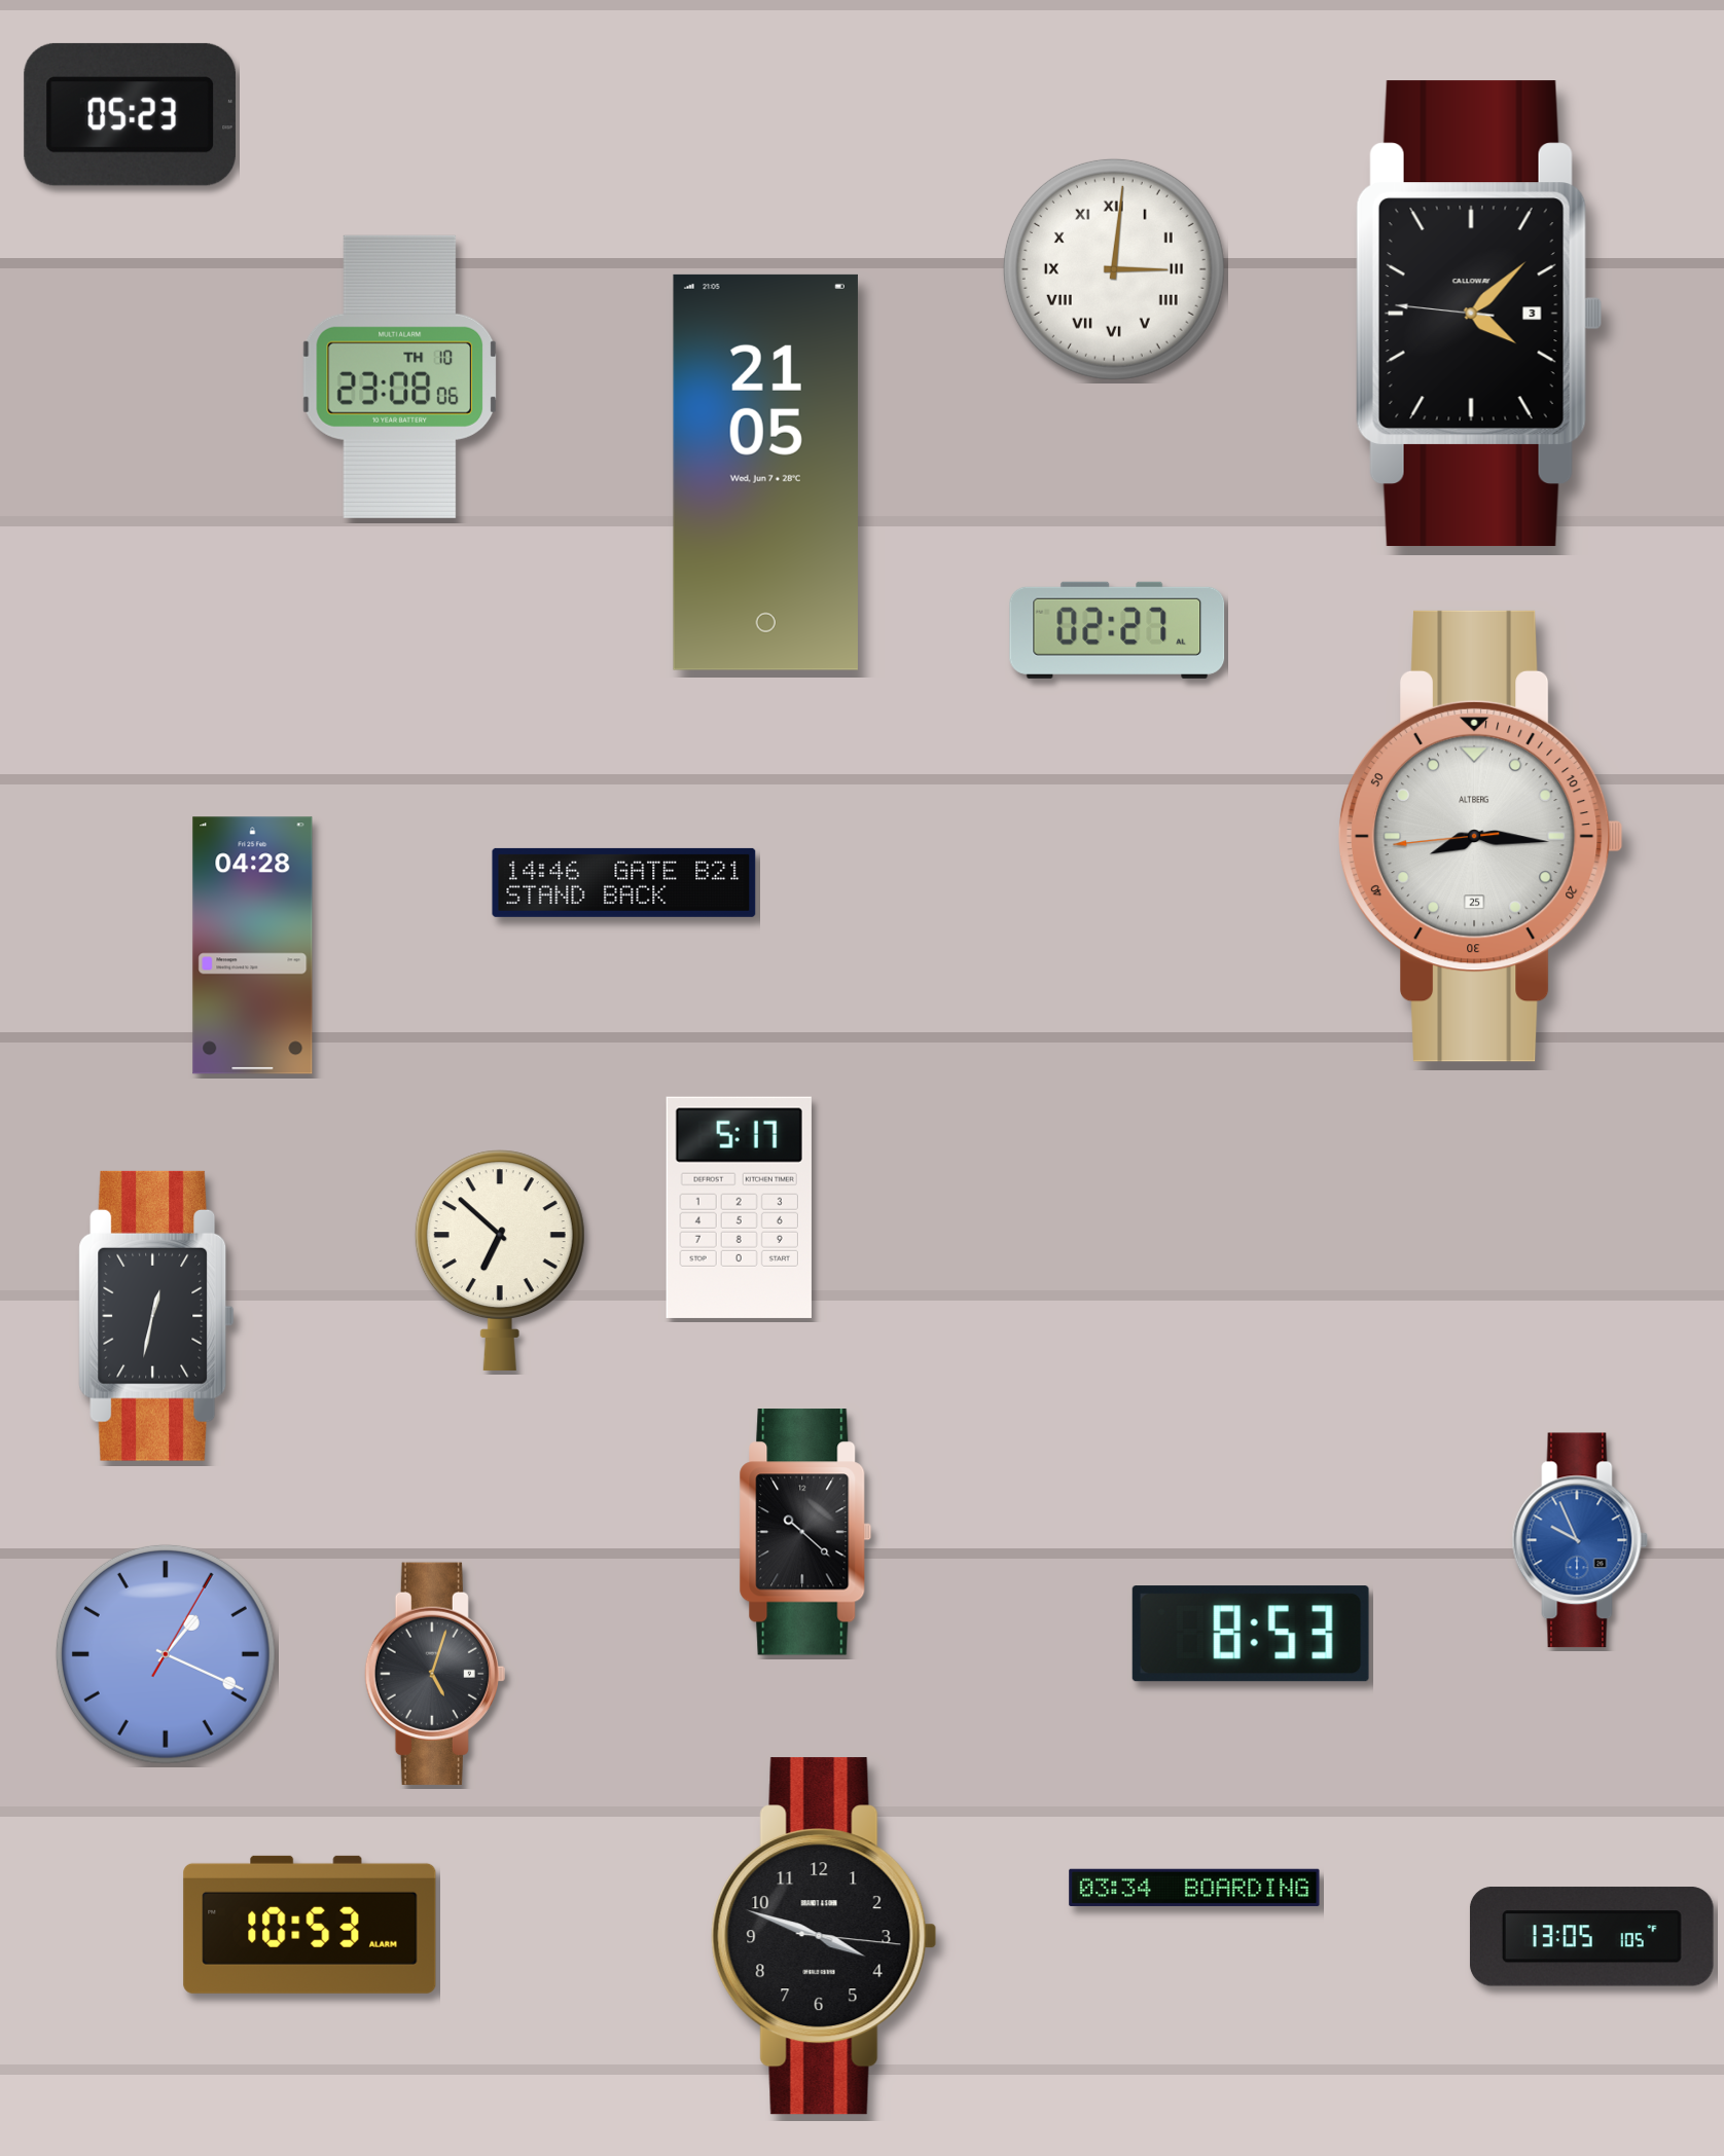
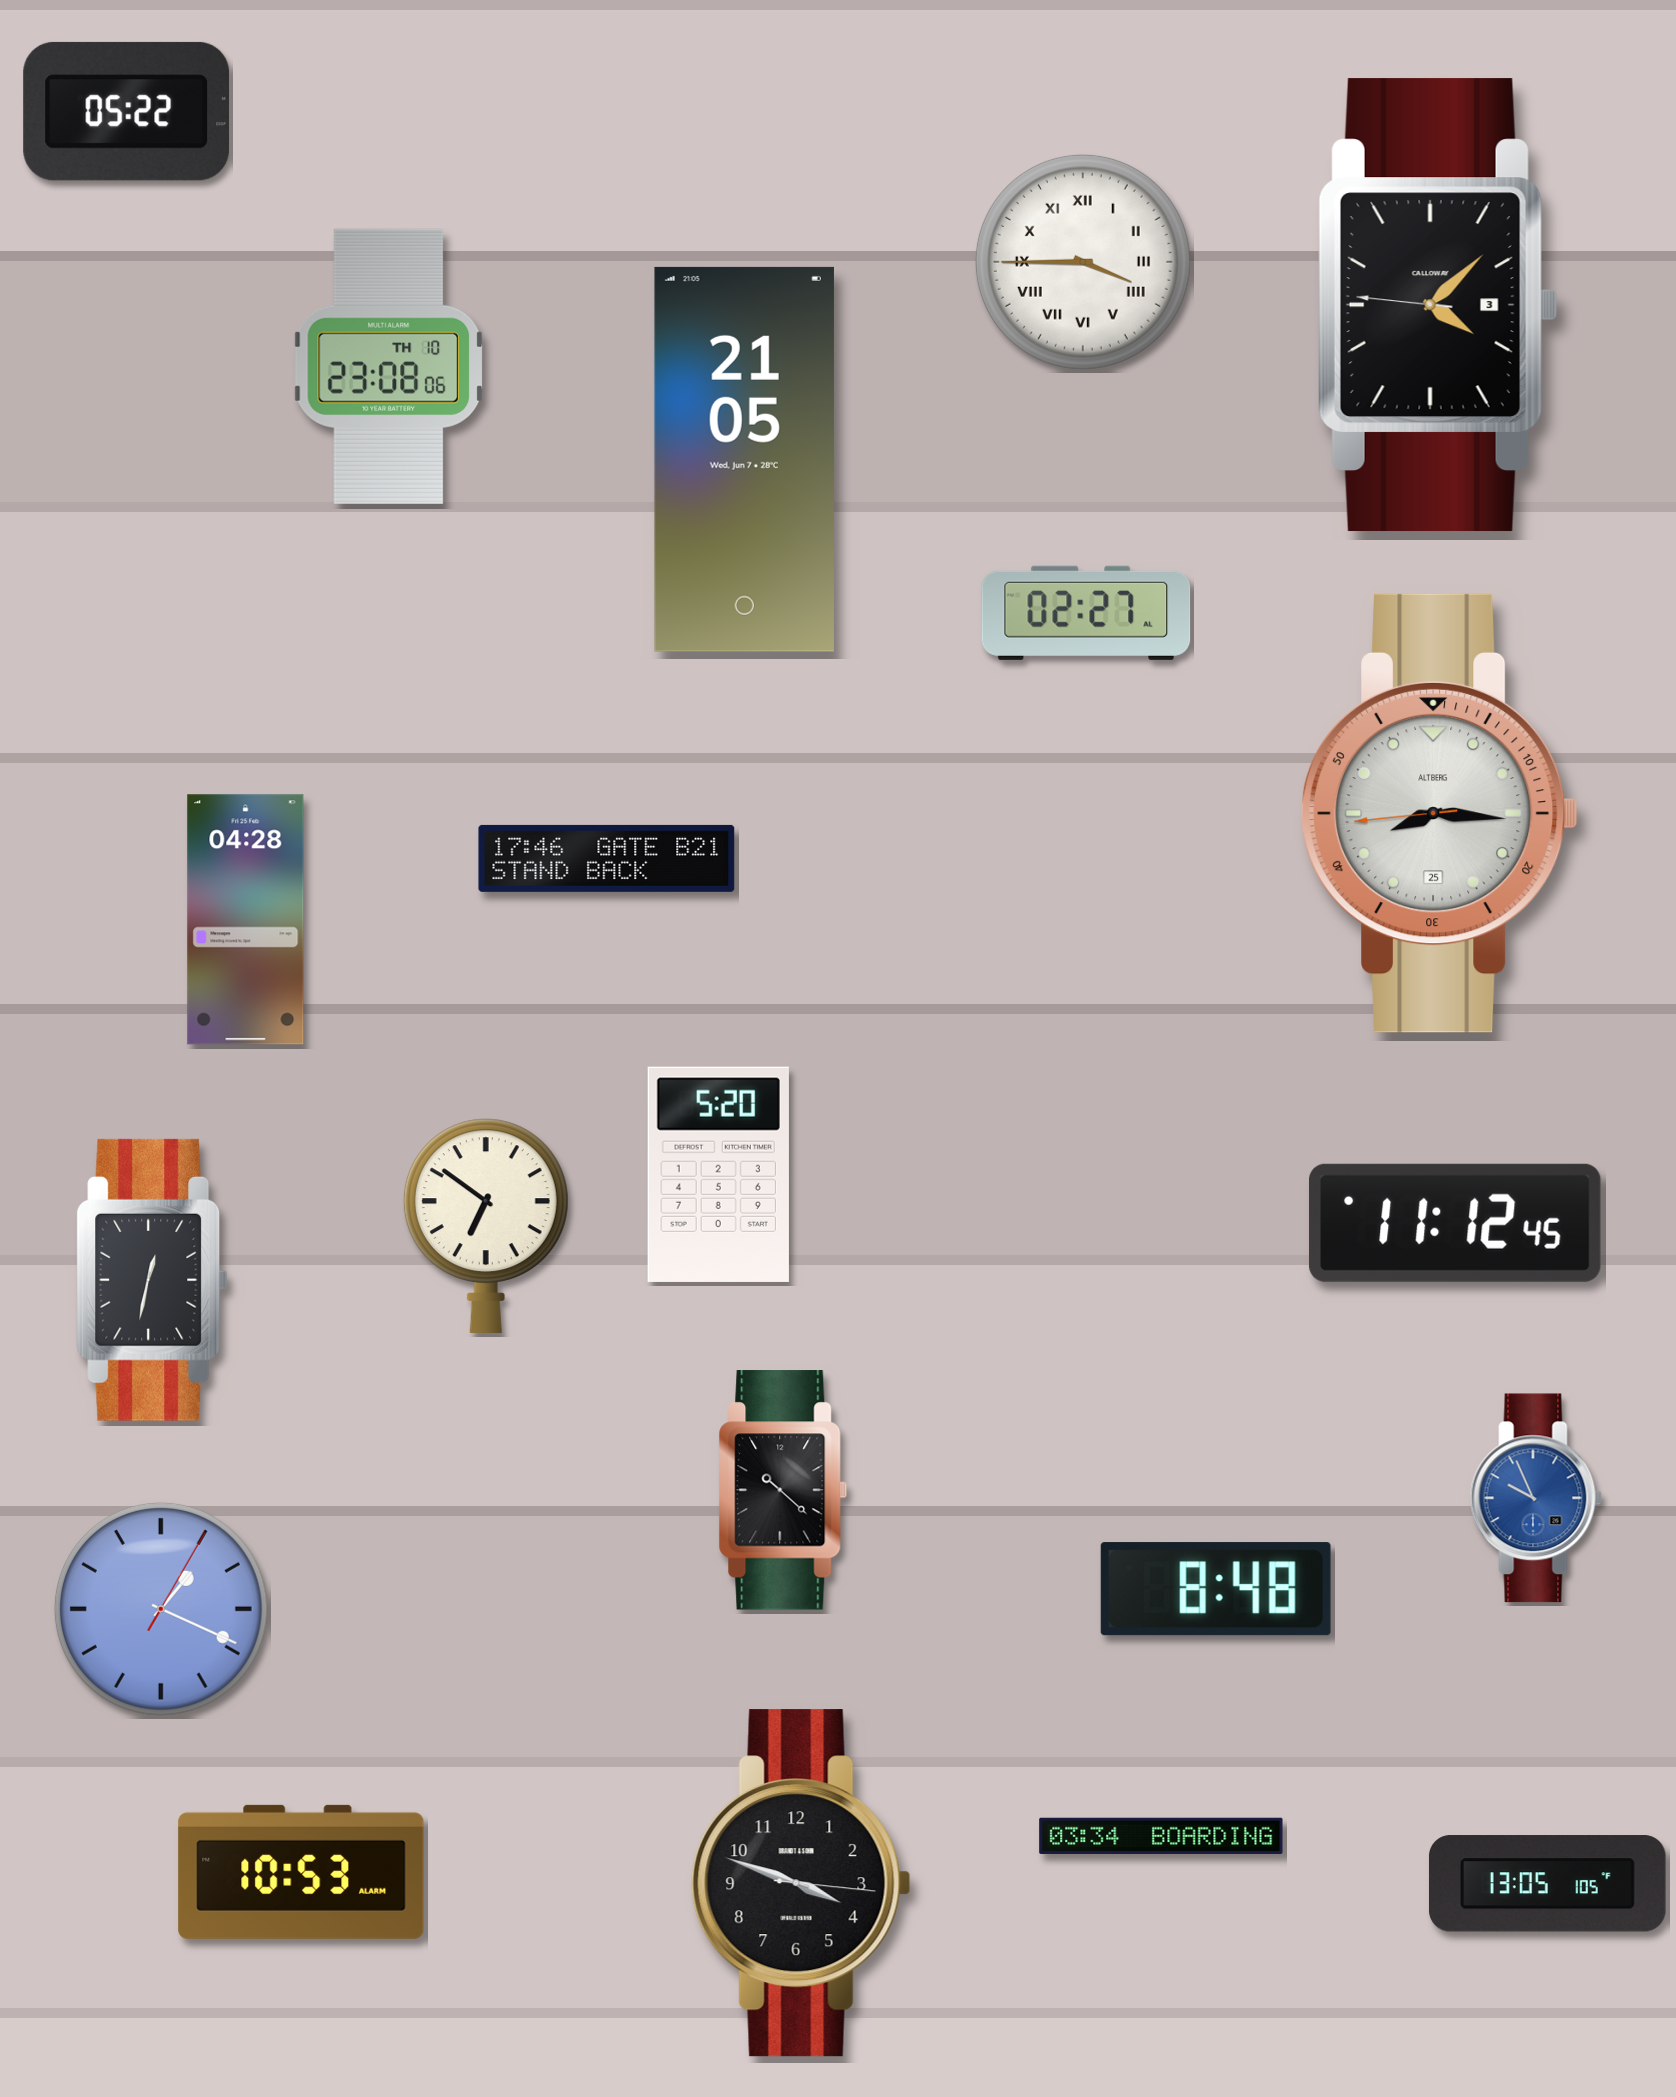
clock at (130, 114): 05:23 -> 05:22
clock at (1114, 269): 3:01 -> 3:45
clock at (624, 882): 14:46 -> 17:46
clock at (739, 1207): 5:17 -> 5:20
clock at (1455, 1223): none -> 11:12
clock at (500, 1259): 6:52 -> 6:51
clock at (1251, 1634): 8:53 -> 8:48
clock at (435, 1674): 5:03 -> none
